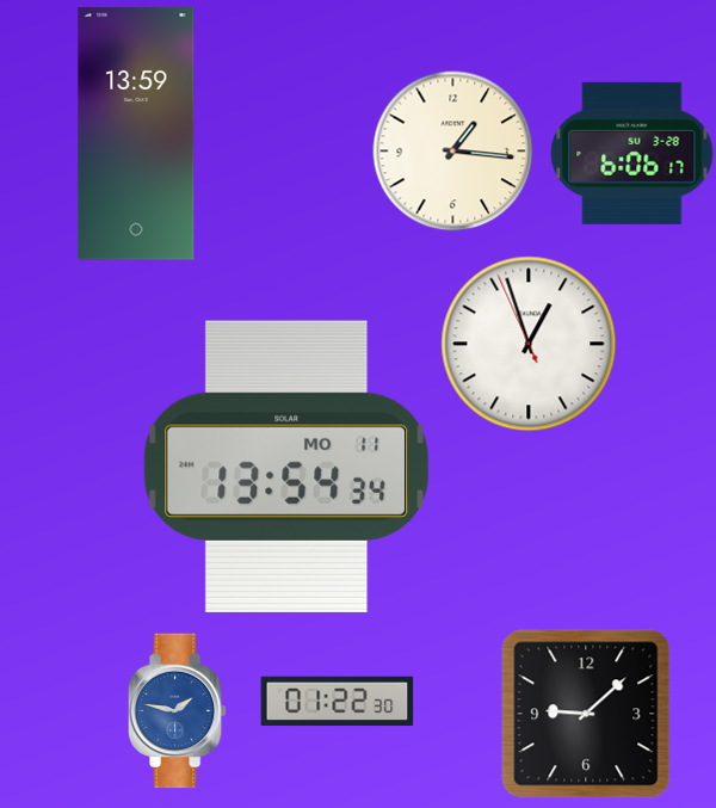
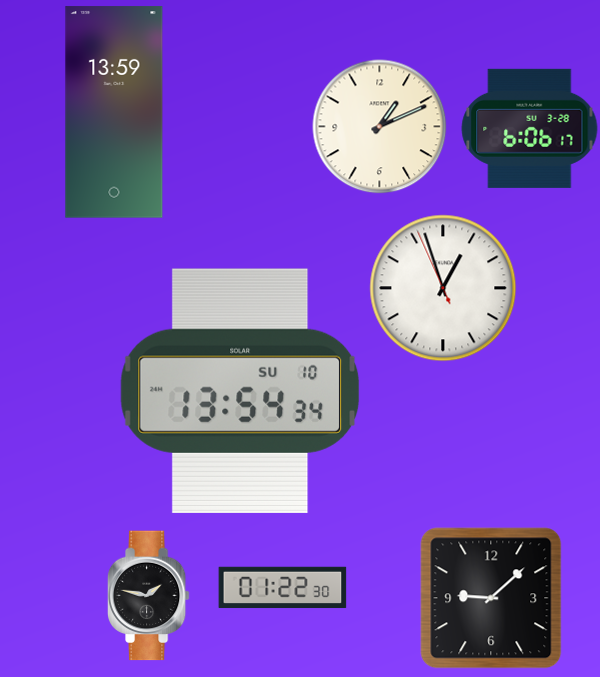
clock at (453, 152): 1:16 -> 1:11
clock at (286, 467) date: MO 11 -> SU 10
clock at (177, 711) dial: blue -> black
